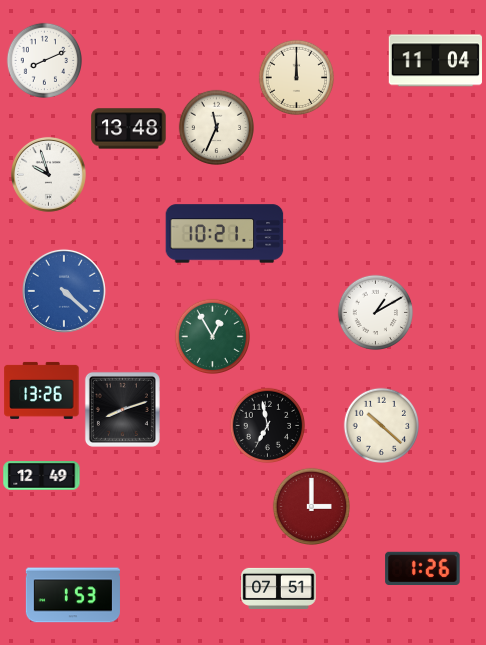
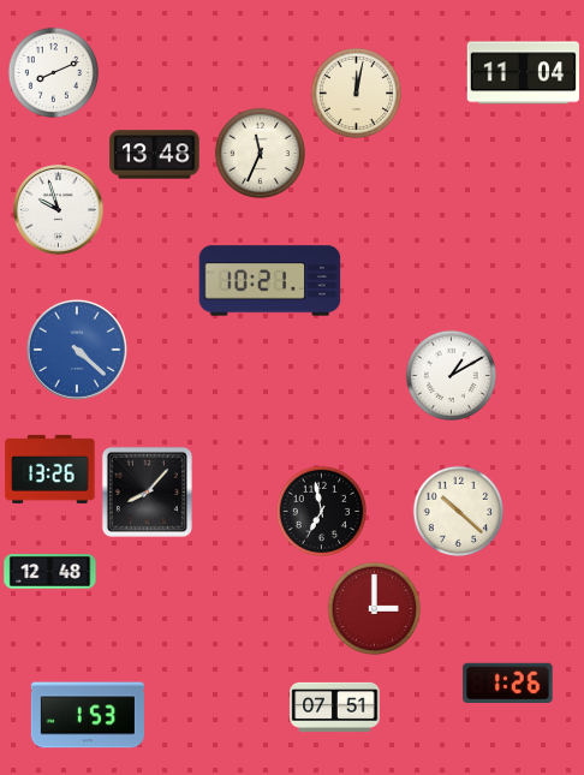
clock at (297, 78): 12:00 -> 12:02
clock at (213, 337): 12:55 -> none
clock at (122, 409): 8:12 -> 8:07
clock at (42, 476): 12:49 -> 12:48
